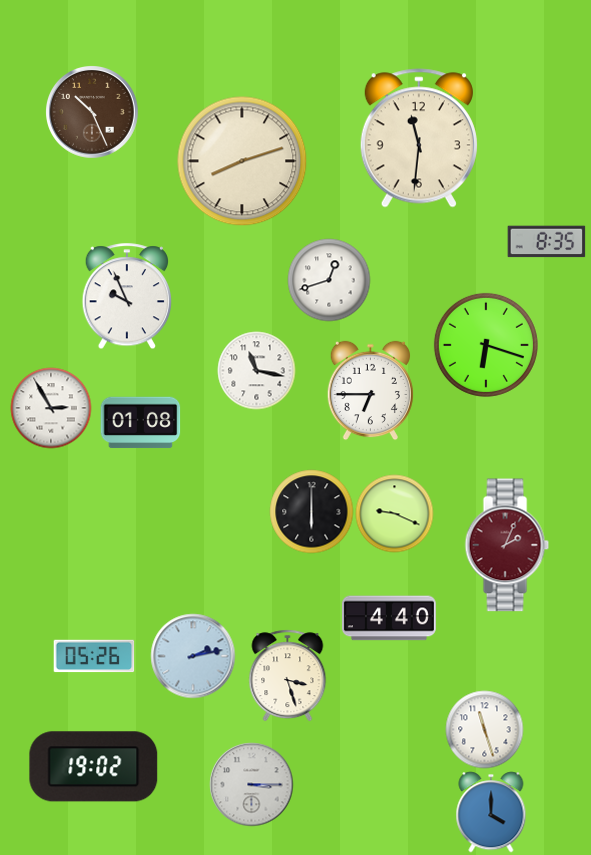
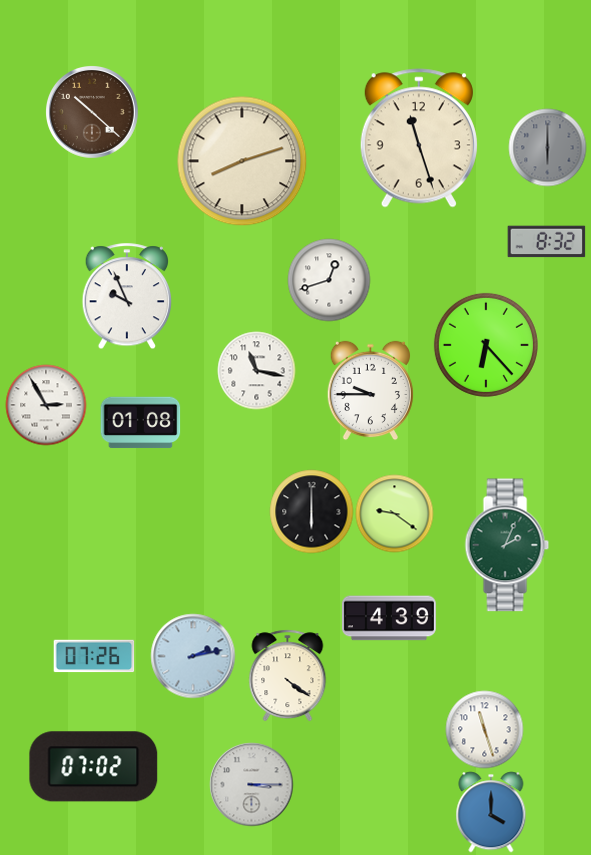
clock at (92, 112): 10:26 -> 10:22
clock at (419, 138): 11:31 -> 11:27
clock at (547, 147): none -> 6:00
clock at (546, 242): 8:35 -> 8:32
clock at (486, 345): 6:18 -> 6:23
clock at (370, 390): 6:45 -> 9:45
clock at (51, 408) position: (51, 408) -> (46, 405)
clock at (394, 513): 9:19 -> 9:21
clock at (507, 545) dial: burgundy -> green
clock at (389, 618): 4:40 -> 4:39
clock at (94, 656): 05:26 -> 07:26
clock at (288, 675): 3:27 -> 4:21
clock at (94, 767): 19:02 -> 07:02
